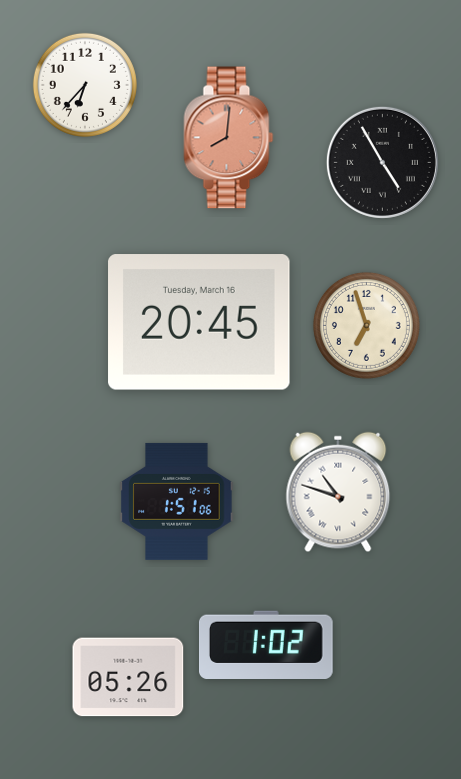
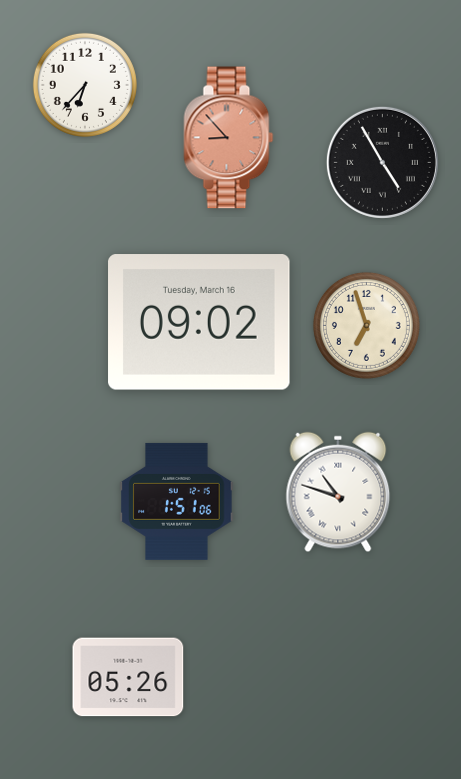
clock at (229, 138): 8:01 -> 8:53
clock at (199, 322): 20:45 -> 09:02
clock at (267, 644): 1:02 -> none
